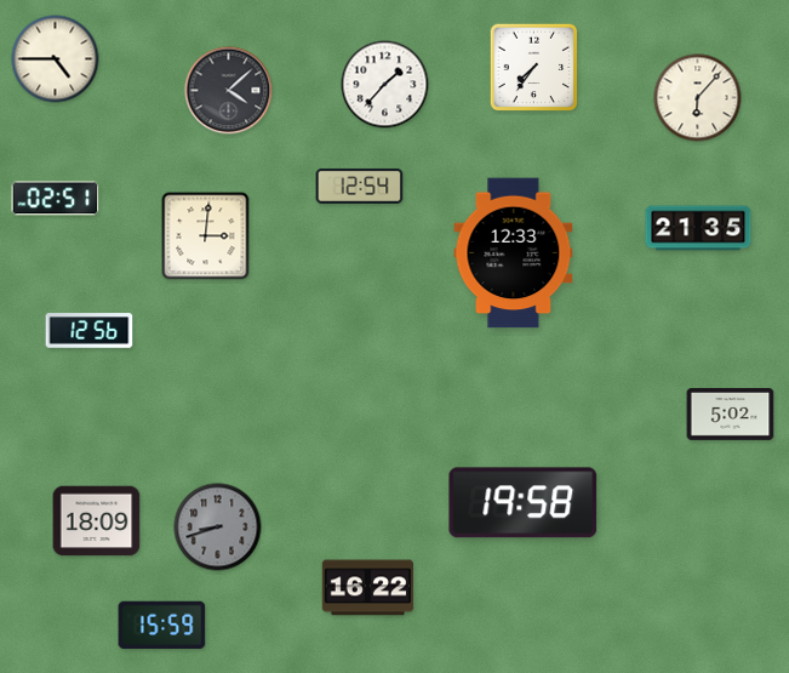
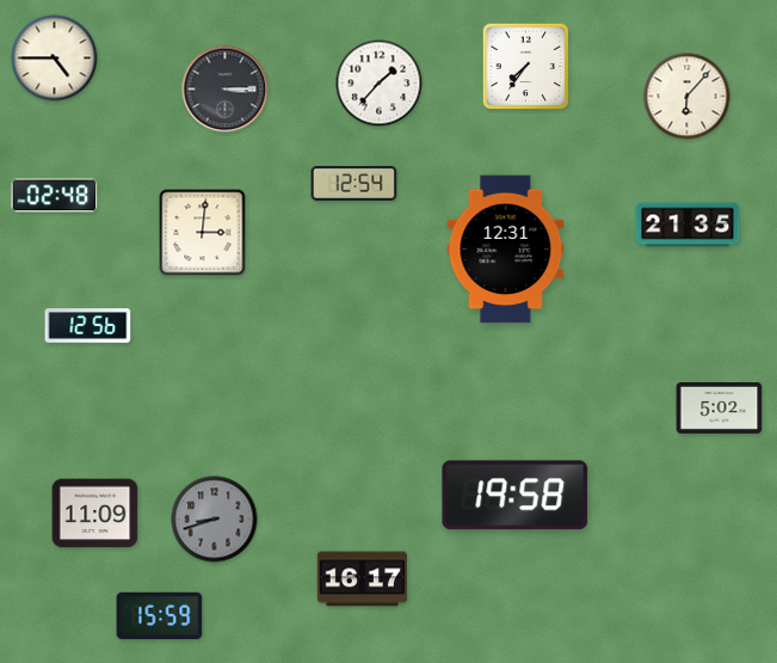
clock at (229, 91): 4:08 -> 3:15
clock at (56, 199): 02:51 -> 02:48
clock at (514, 253): 12:33 -> 12:31
clock at (97, 521): 18:09 -> 11:09
clock at (367, 588): 16:22 -> 16:17
